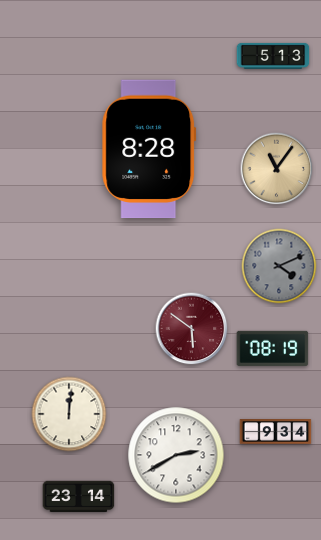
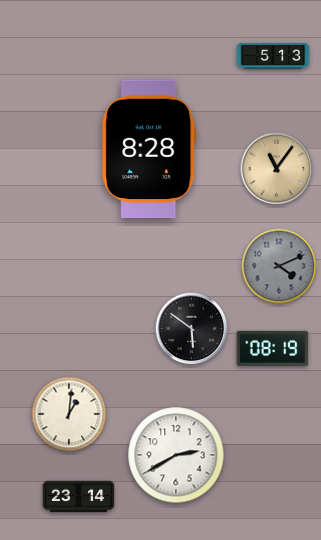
clock at (192, 329) dial: burgundy -> black
clock at (69, 414): 12:01 -> 1:01
clock at (276, 432): 9:34 -> none
